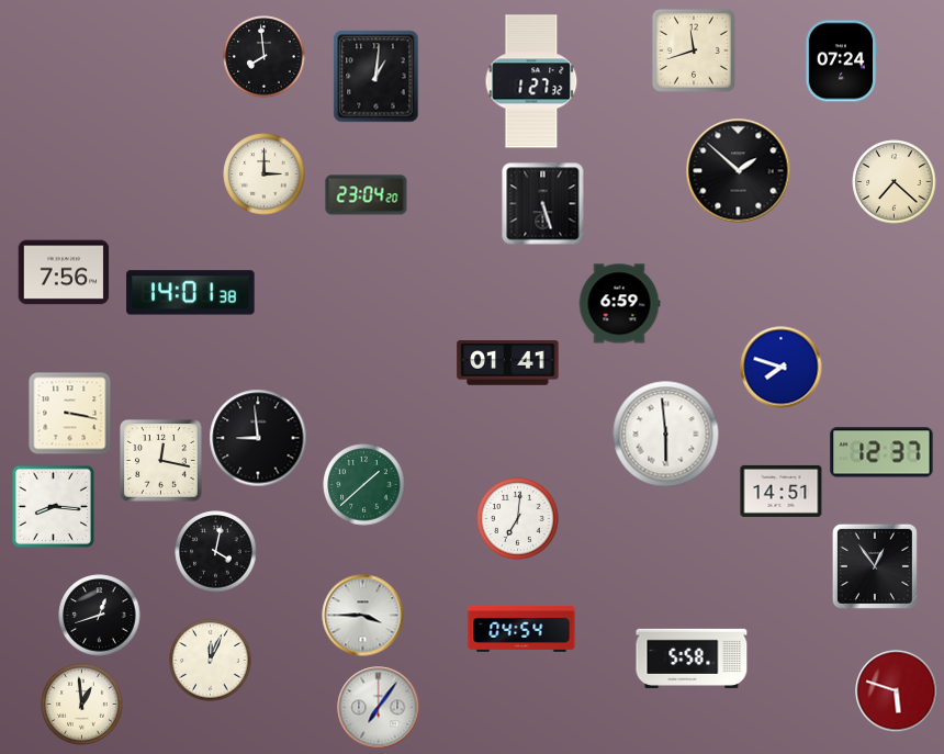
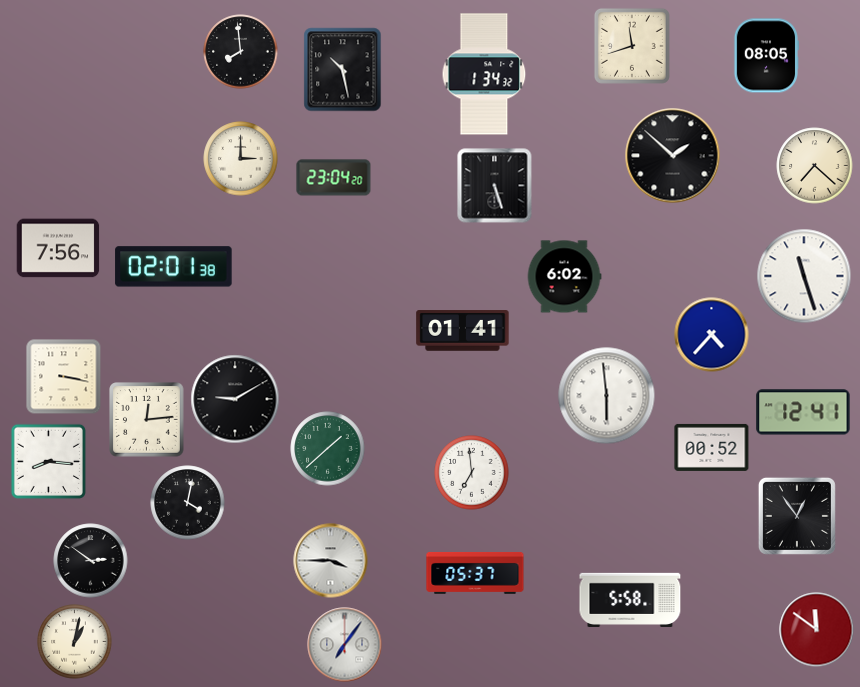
clock at (840, 61): 07:24 -> 08:05
clock at (377, 77): 1:01 -> 10:28
clock at (531, 81): 1:27 -> 1:34
clock at (191, 293): 14:01 -> 02:01
clock at (804, 276): none -> 11:27
clock at (619, 304): 6:59 -> 6:02
clock at (782, 368): 7:48 -> 4:37
clock at (258, 438): 8:59 -> 9:10
clock at (881, 452): 12:37 -> 12:41
clock at (161, 461): 12:17 -> 12:14
clock at (364, 485) position: (364, 485) -> (328, 449)
clock at (782, 491): 14:51 -> 00:52
clock at (518, 519): 7:01 -> 6:59
clock at (216, 552) position: (216, 552) -> (188, 503)
clock at (100, 616): 12:42 -> 2:51
clock at (521, 629): 04:54 -> 05:37
clock at (211, 661): 12:04 -> none
clock at (897, 691): 5:48 -> 11:51
clock at (82, 705): 12:59 -> 1:02
